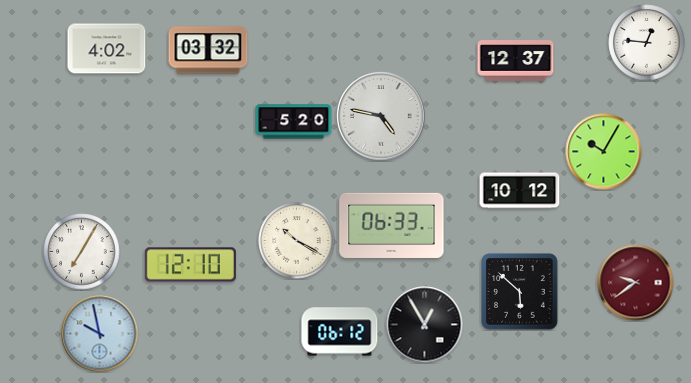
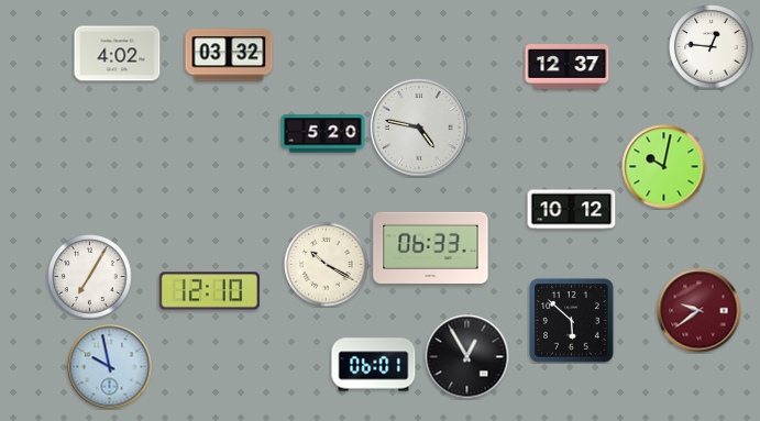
clock at (604, 152): 10:05 -> 10:02
clock at (340, 332): 06:12 -> 06:01
